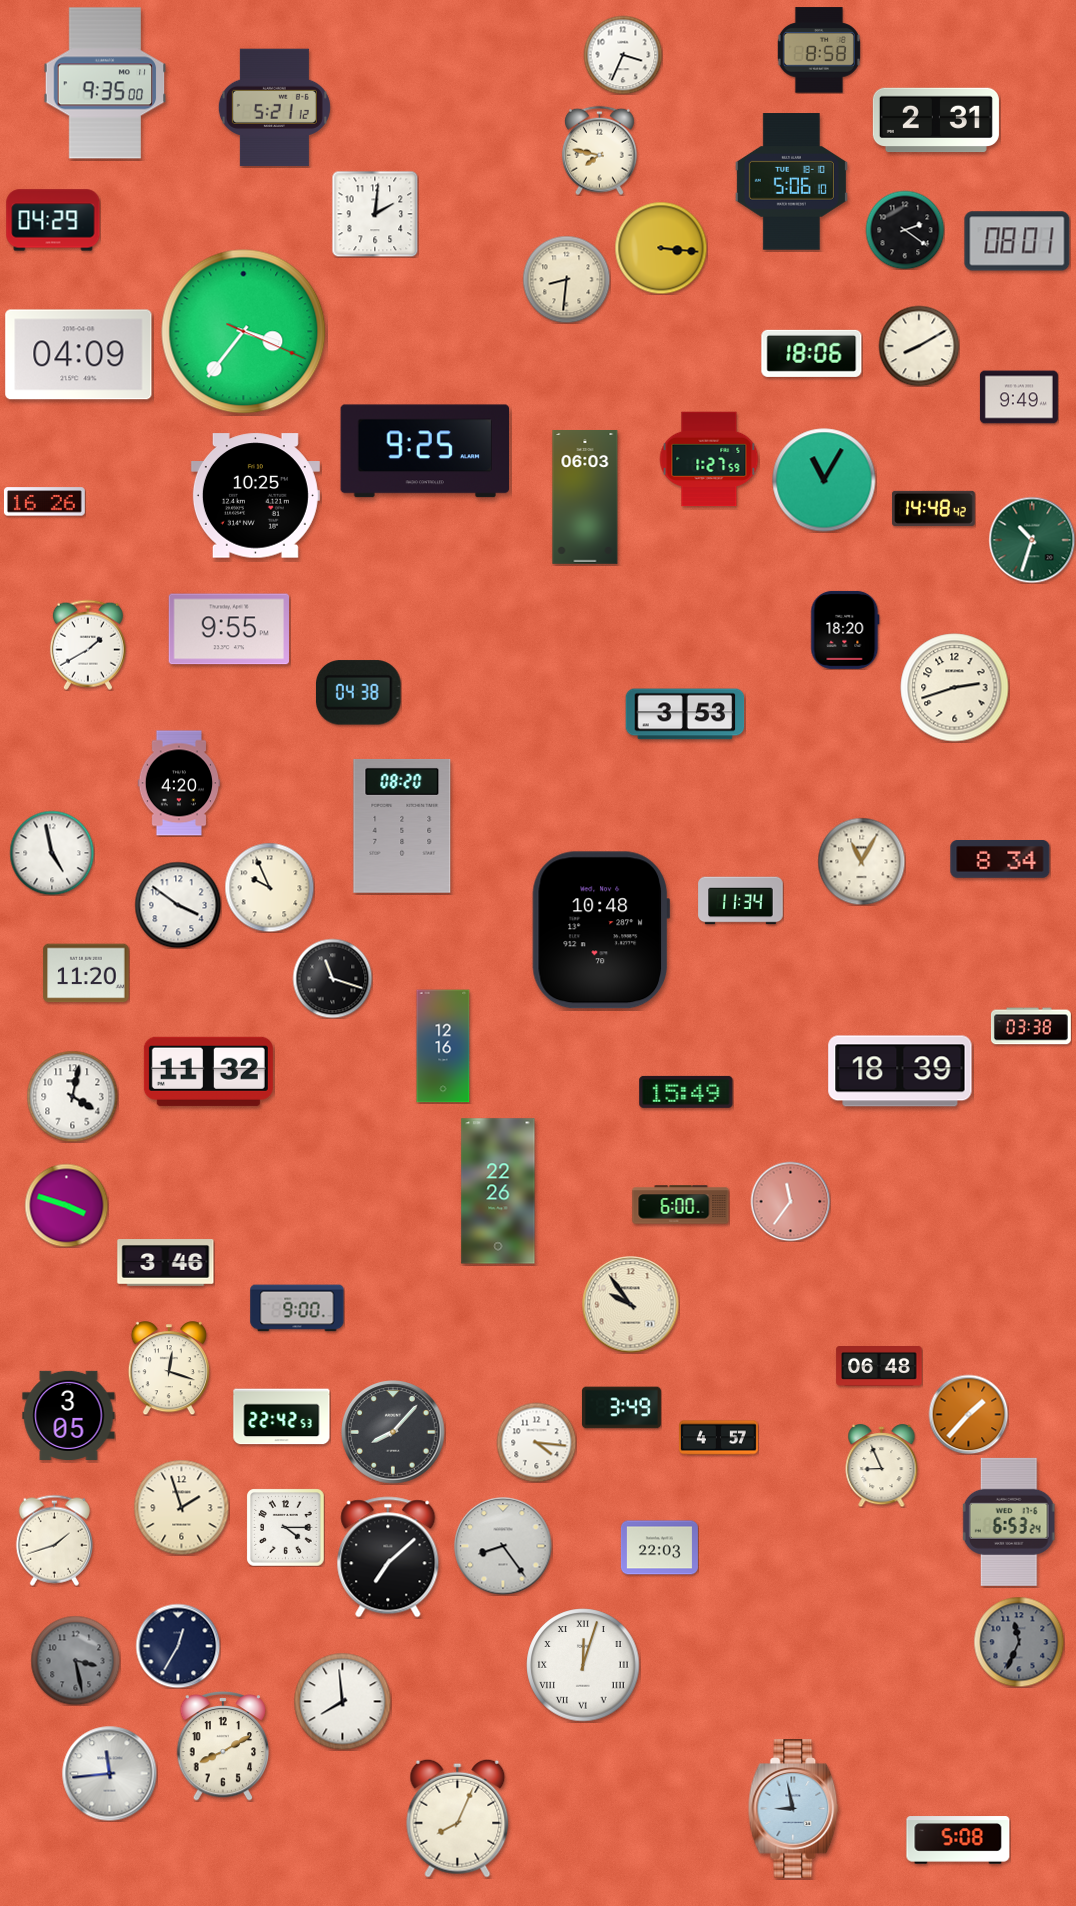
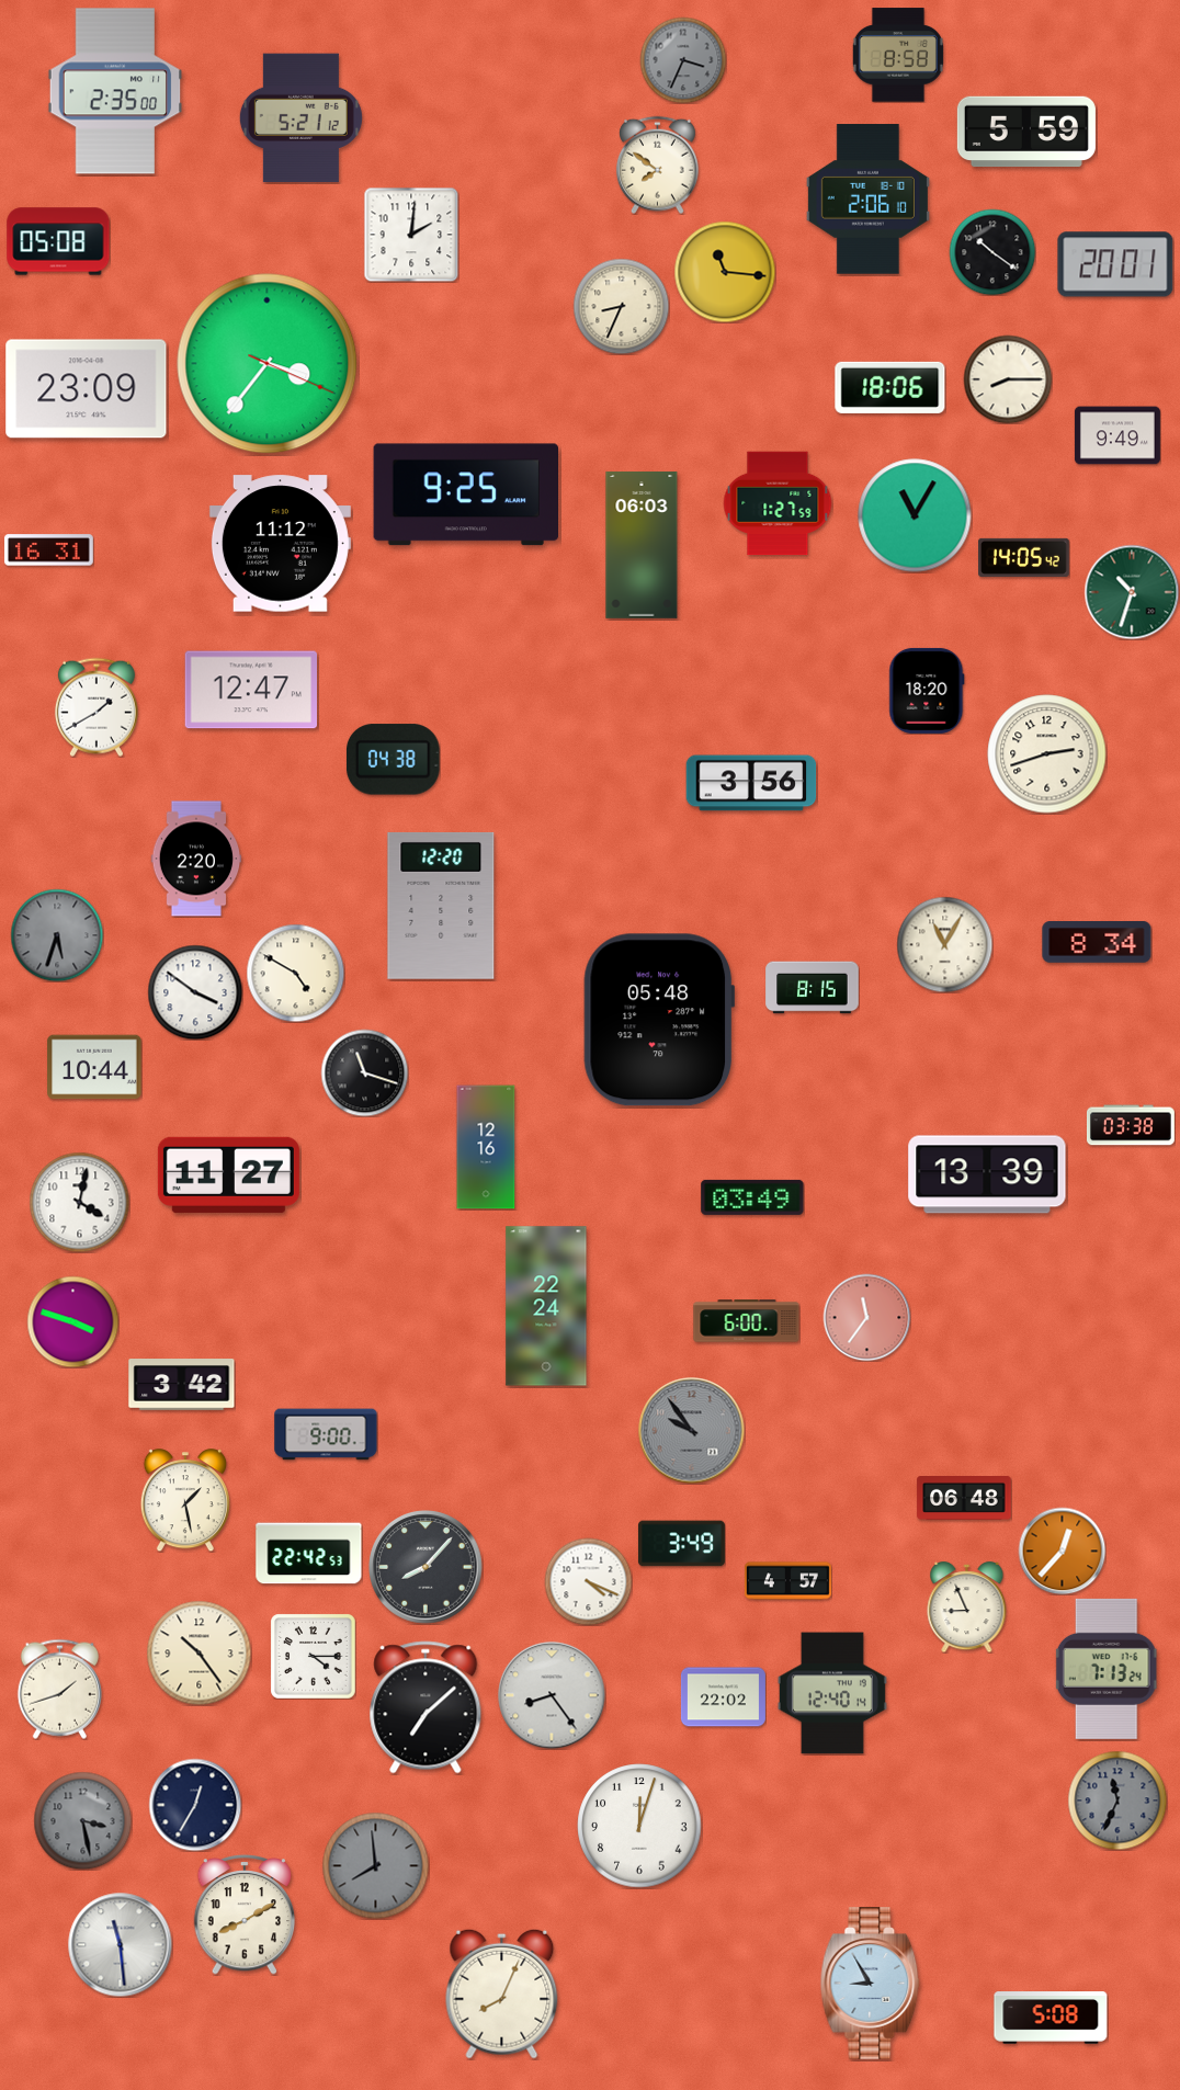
clock at (623, 55) dial: white -> grey
clock at (105, 83): 9:35 -> 2:35
clock at (936, 120): 2:31 -> 5:59
clock at (599, 150): 7:47 -> 7:51
clock at (791, 182): 5:06 -> 2:06
clock at (53, 220): 04:29 -> 05:08
clock at (905, 230): 2:21 -> 10:21
clock at (1017, 241): 08:01 -> 20:01
clock at (661, 248): 3:16 -> 11:16
clock at (566, 279): 8:31 -> 8:34
clock at (919, 346): 8:10 -> 8:15
clock at (79, 355): 04:09 -> 23:09
clock at (824, 480) position: (824, 480) -> (915, 515)
clock at (255, 496): 10:25 -> 11:12
clock at (44, 502): 16:26 -> 16:31
clock at (934, 508): 14:48 -> 14:05
clock at (228, 629): 9:55 -> 12:47
clock at (685, 714): 3:53 -> 3:56
clock at (179, 783): 4:20 -> 2:20
clock at (402, 826): 08:20 -> 12:20
clock at (52, 853): 4:58 -> 5:33
clock at (52, 853) dial: white -> grey
clock at (269, 887): 9:56 -> 4:50
clock at (741, 901): 11:34 -> 8:15
clock at (601, 930): 10:48 -> 05:48
clock at (86, 973): 11:20 -> 10:44
clock at (208, 1071): 11:32 -> 11:27
clock at (900, 1071): 18:39 -> 13:39
clock at (686, 1092): 15:49 -> 03:49
clock at (498, 1191): 22:26 -> 22:24
clock at (166, 1263): 3:46 -> 3:42
clock at (631, 1305) dial: cream -> grey
clock at (169, 1368): 12:18 -> 1:28
clock at (968, 1414): 1:37 -> 12:37
clock at (69, 1415): 3:05 -> none
clock at (393, 1432) position: (393, 1432) -> (426, 1567)
clock at (718, 1438) position: (718, 1438) -> (787, 1581)
clock at (536, 1442): 4:16 -> 4:19
clock at (181, 1507): 1:57 -> 10:24
clock at (1009, 1522): 6:53 -> 7:13
clock at (285, 1527) position: (285, 1527) -> (313, 1656)
clock at (832, 1693): none -> 12:40
clock at (659, 1548): 22:03 -> 22:02
clock at (583, 1665) numerals: Roman -> Arabic
clock at (342, 1701) dial: white -> grey
clock at (109, 1773): 11:44 -> 11:29
clock at (794, 1809): 8:58 -> 8:55
